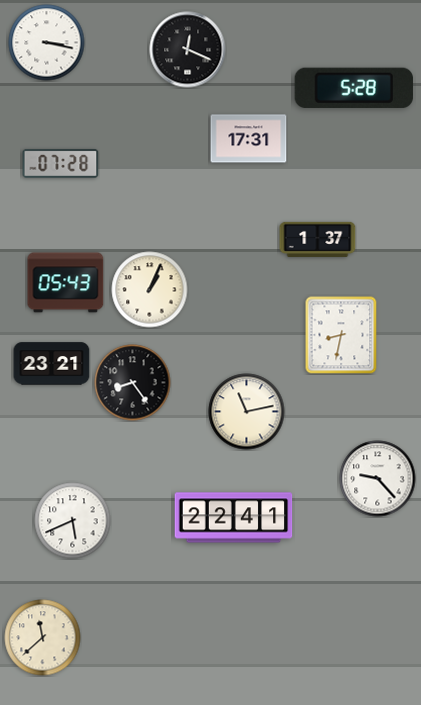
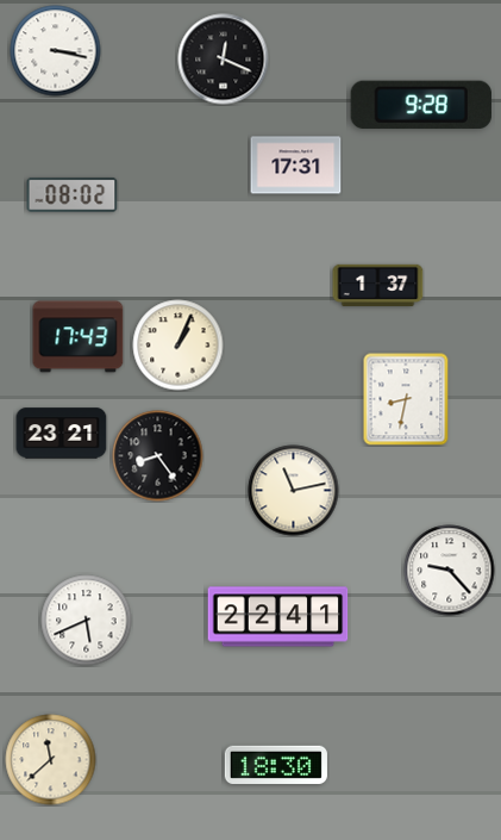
clock at (354, 88): 5:28 -> 9:28
clock at (61, 163): 07:28 -> 08:02
clock at (66, 283): 05:43 -> 17:43
clock at (276, 765): none -> 18:30
